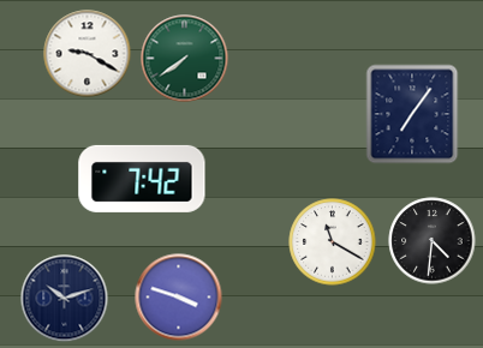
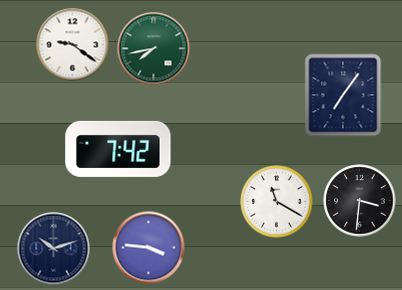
clock at (88, 54): 9:20 -> 9:21
clock at (185, 59): 7:39 -> 7:43
clock at (433, 241): 4:31 -> 3:31
clock at (179, 298): 3:48 -> 3:46
